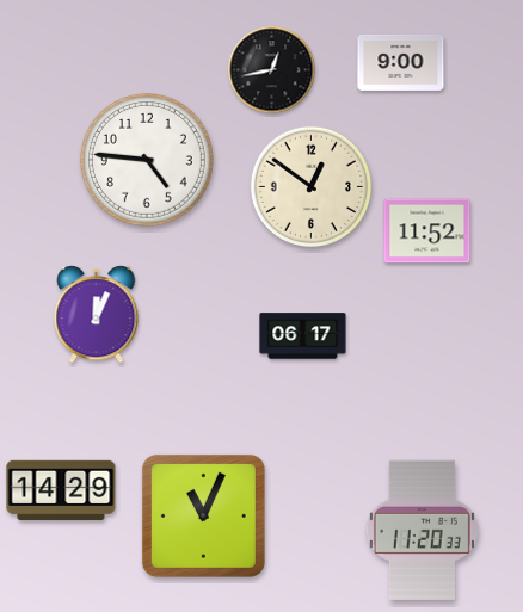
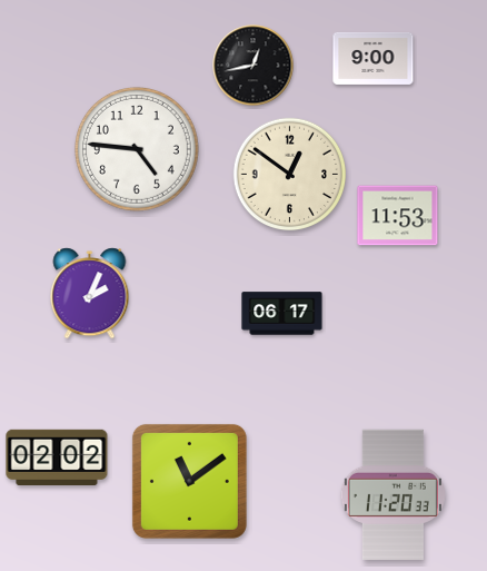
clock at (427, 231): 11:52 -> 11:53
clock at (97, 315): 12:04 -> 2:04
clock at (61, 489): 14:29 -> 02:02
clock at (203, 515): 11:04 -> 11:09
